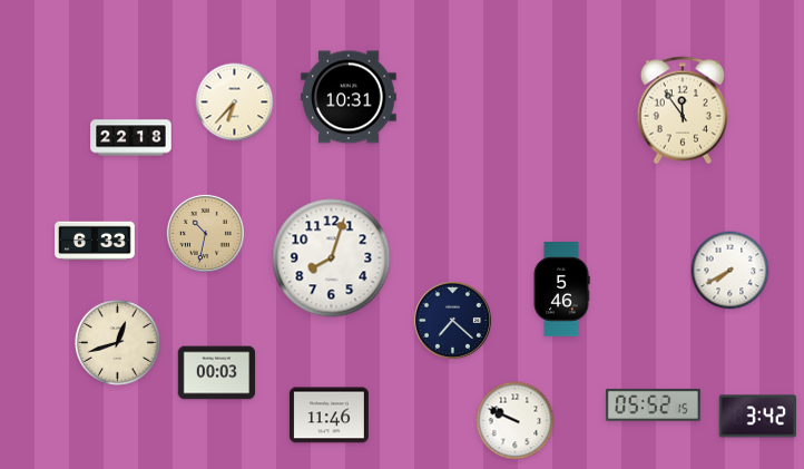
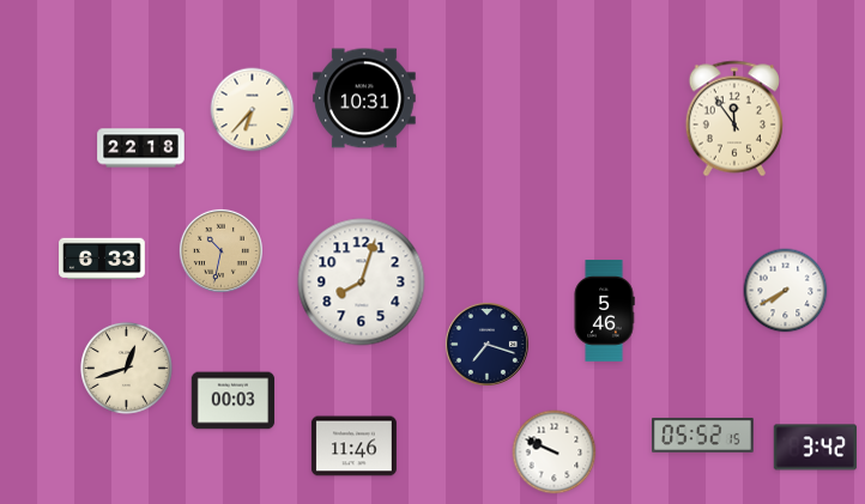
clock at (349, 97) position: (349, 97) -> (364, 98)
clock at (332, 258) position: (332, 258) -> (362, 283)
clock at (452, 320): 7:22 -> 7:18
